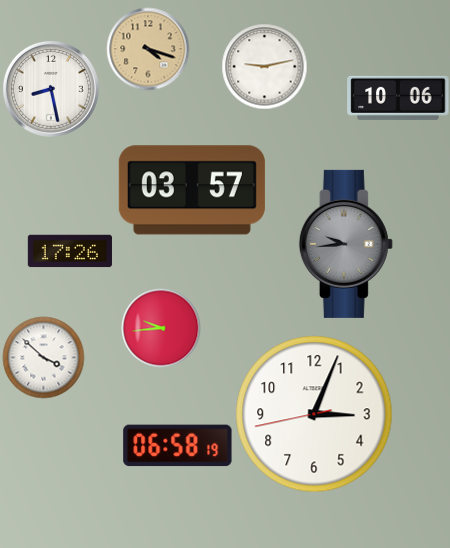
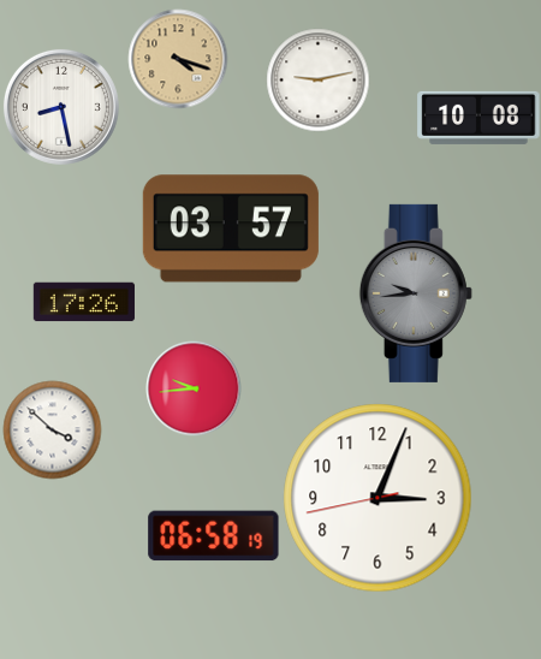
clock at (398, 98): 10:06 -> 10:08
clock at (161, 328) position: (161, 328) -> (194, 388)
